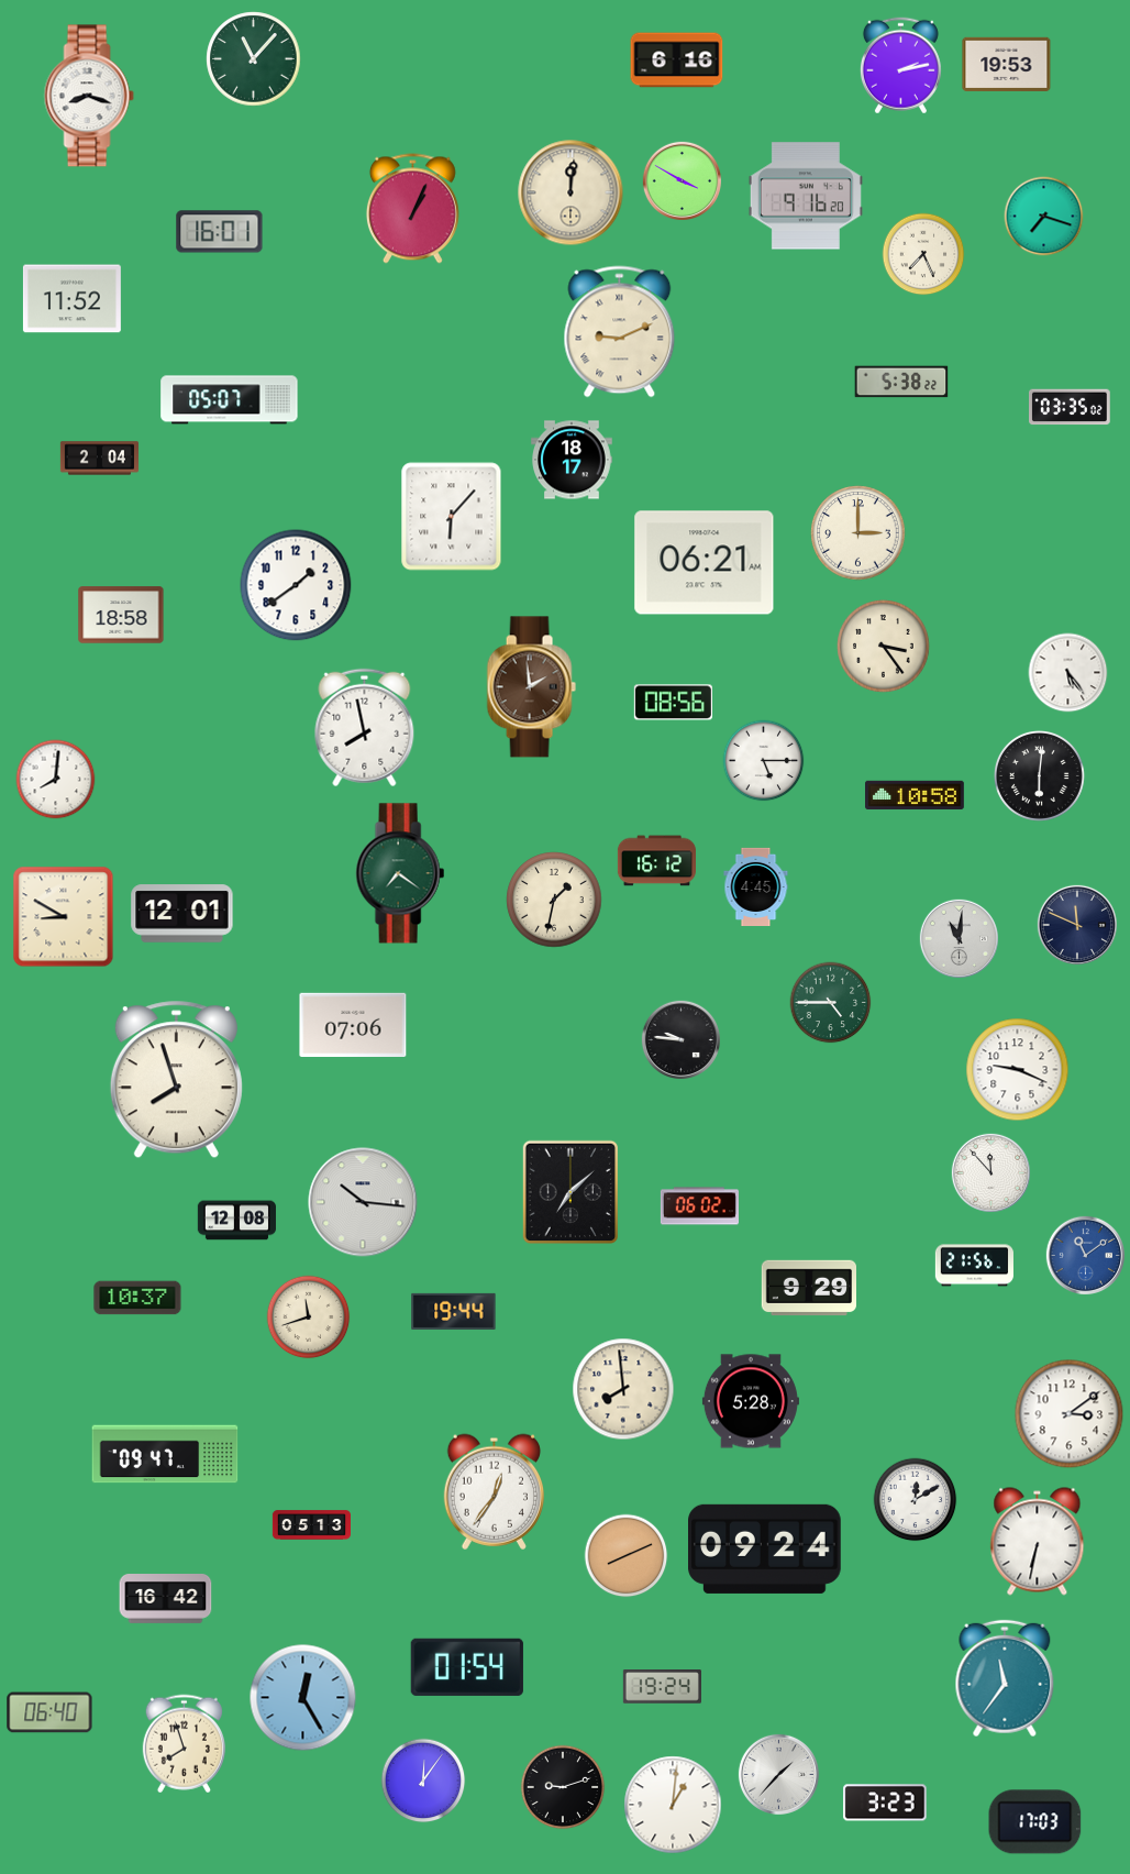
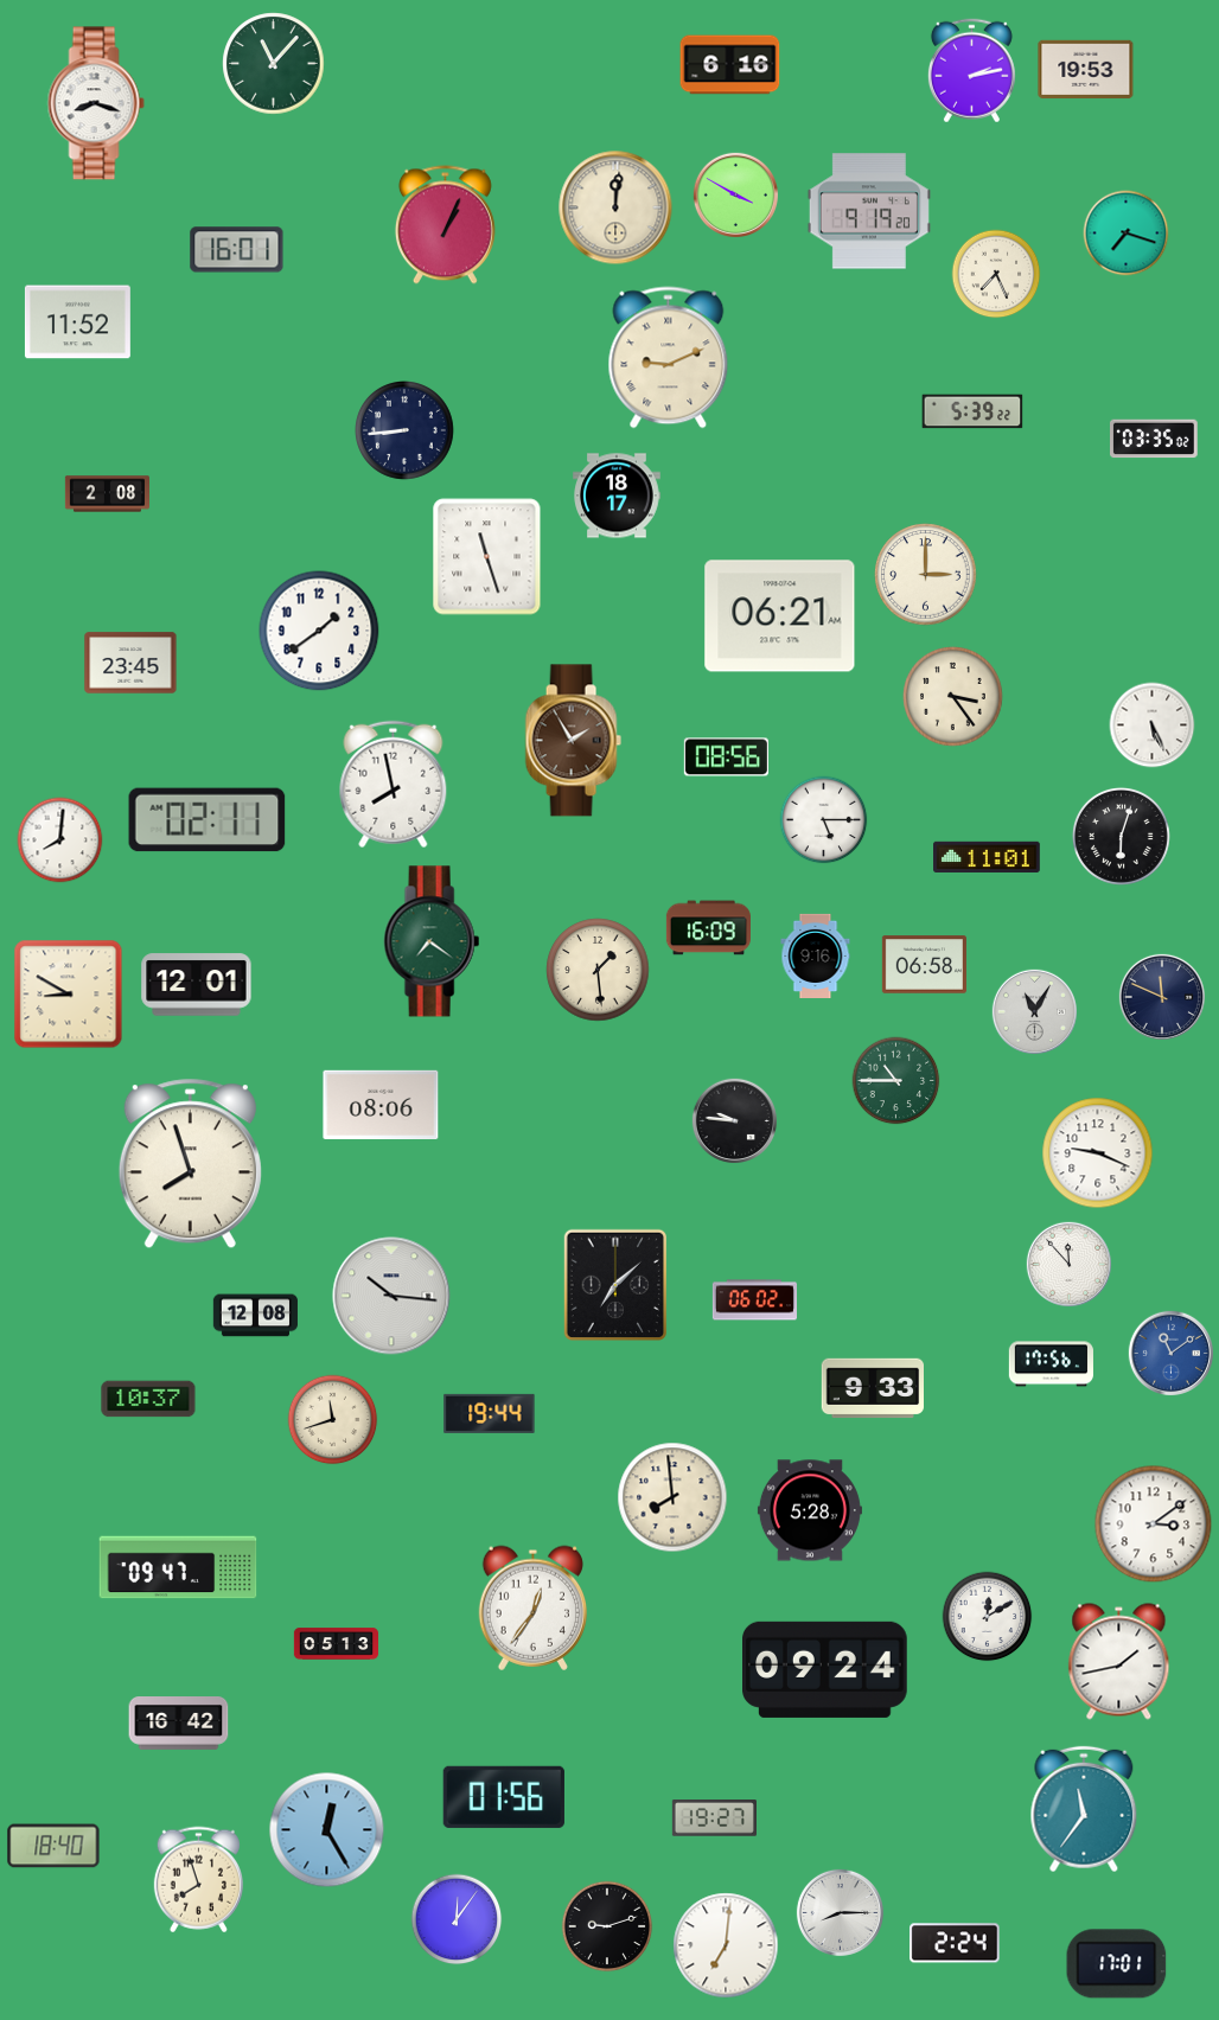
clock at (806, 196): 9:16 -> 9:19
clock at (901, 382): 5:38 -> 5:39
clock at (230, 400): 05:07 -> none
clock at (406, 432): none -> 8:44
clock at (99, 459): 2:04 -> 2:08
clock at (452, 517): 6:07 -> 11:27
clock at (705, 563) position: (705, 563) -> (780, 616)
clock at (121, 615): 18:58 -> 23:45
clock at (1068, 673): 5:24 -> 5:26
clock at (531, 687): 1:59 -> 1:55
clock at (208, 820): none -> 02:11
clock at (1039, 775): 6:01 -> 6:03
clock at (916, 795): 10:58 -> 11:01
clock at (656, 861): 16:12 -> 16:09
clock at (756, 886): 4:45 -> 9:16
clock at (924, 965): none -> 06:58
clock at (554, 900): 1:32 -> 1:29
clock at (64, 917) position: (64, 917) -> (69, 995)
clock at (959, 938): 11:01 -> 11:05
clock at (831, 1003): 4:45 -> 10:45
clock at (353, 1024): 07:06 -> 08:06
clock at (974, 1266): 21:56 -> 17:56
clock at (809, 1288): 9:29 -> 9:33
clock at (1038, 1542): 6:32 -> 1:43
clock at (627, 1556): 8:11 -> none
clock at (467, 1667): 01:54 -> 01:56
clock at (662, 1687): 19:24 -> 19:27
clock at (49, 1712): 06:40 -> 18:40
clock at (778, 1774): 1:37 -> 8:15
clock at (885, 1803): 3:23 -> 2:24
clock at (673, 1805): 1:01 -> 7:01
clock at (1035, 1822): 17:03 -> 17:01
